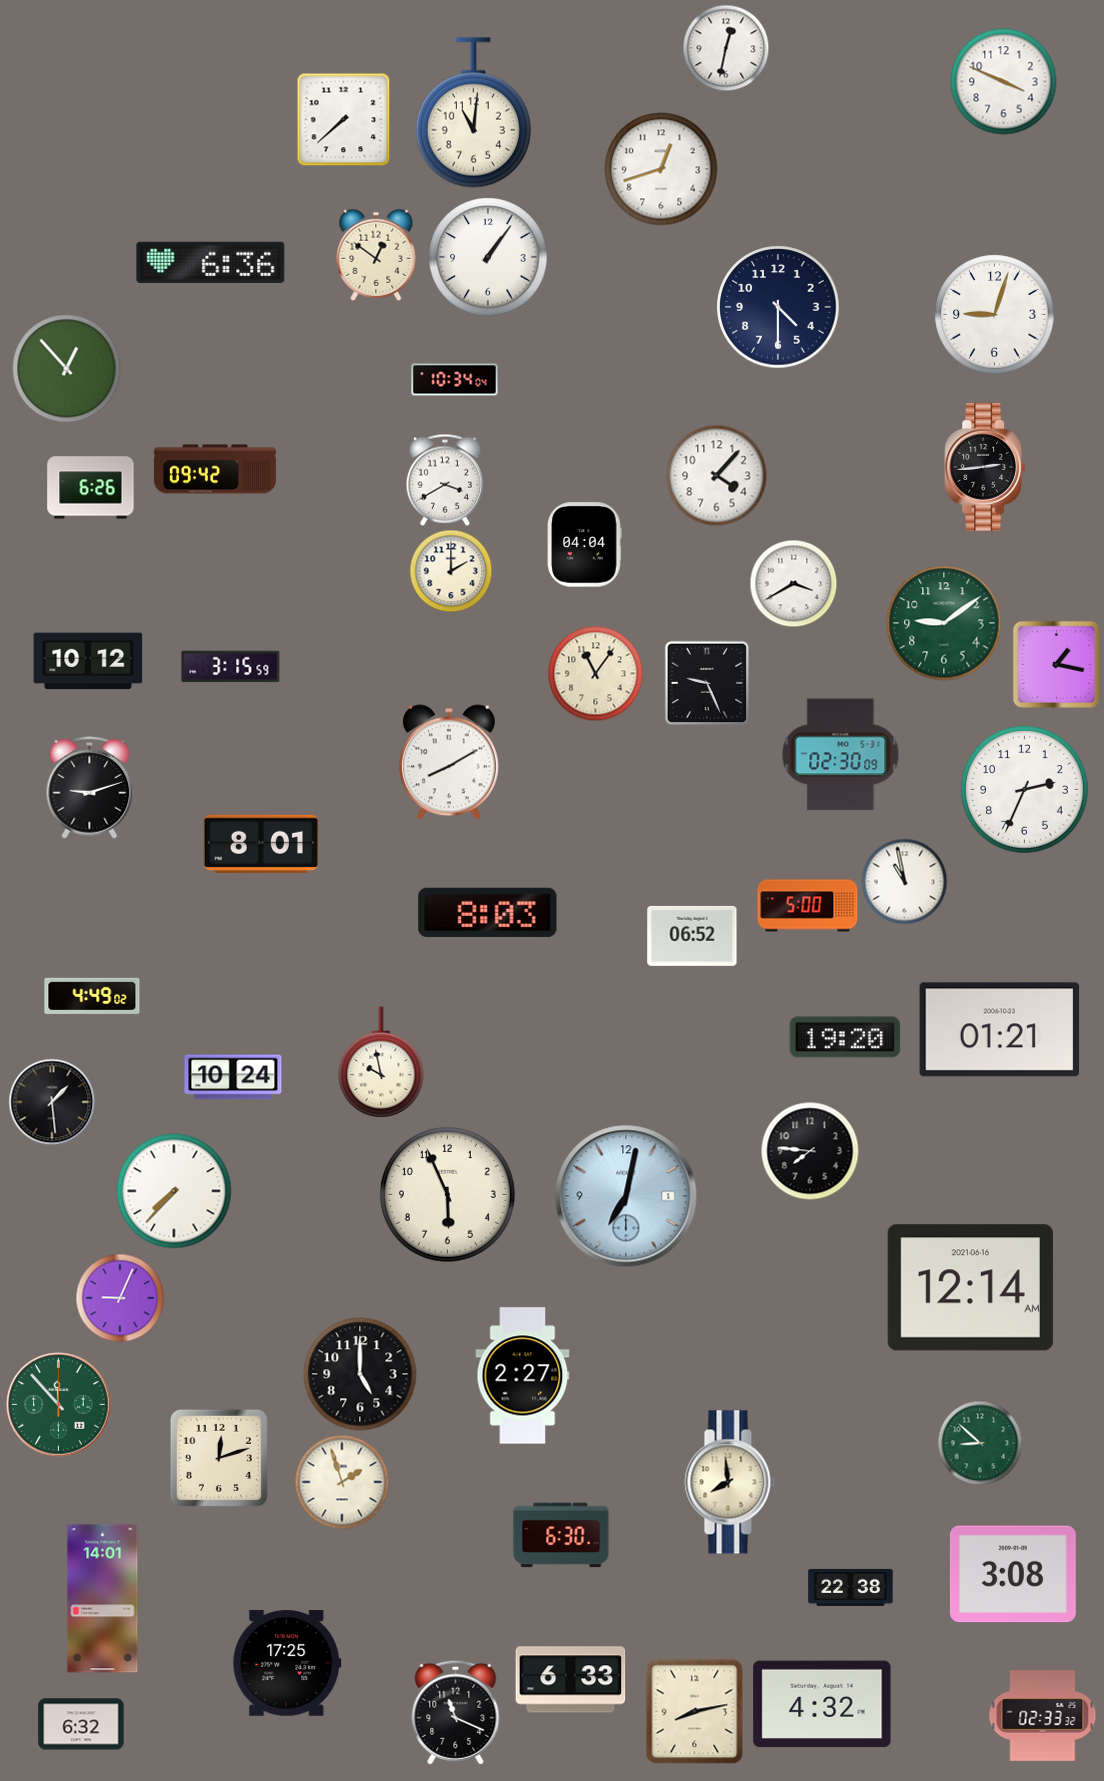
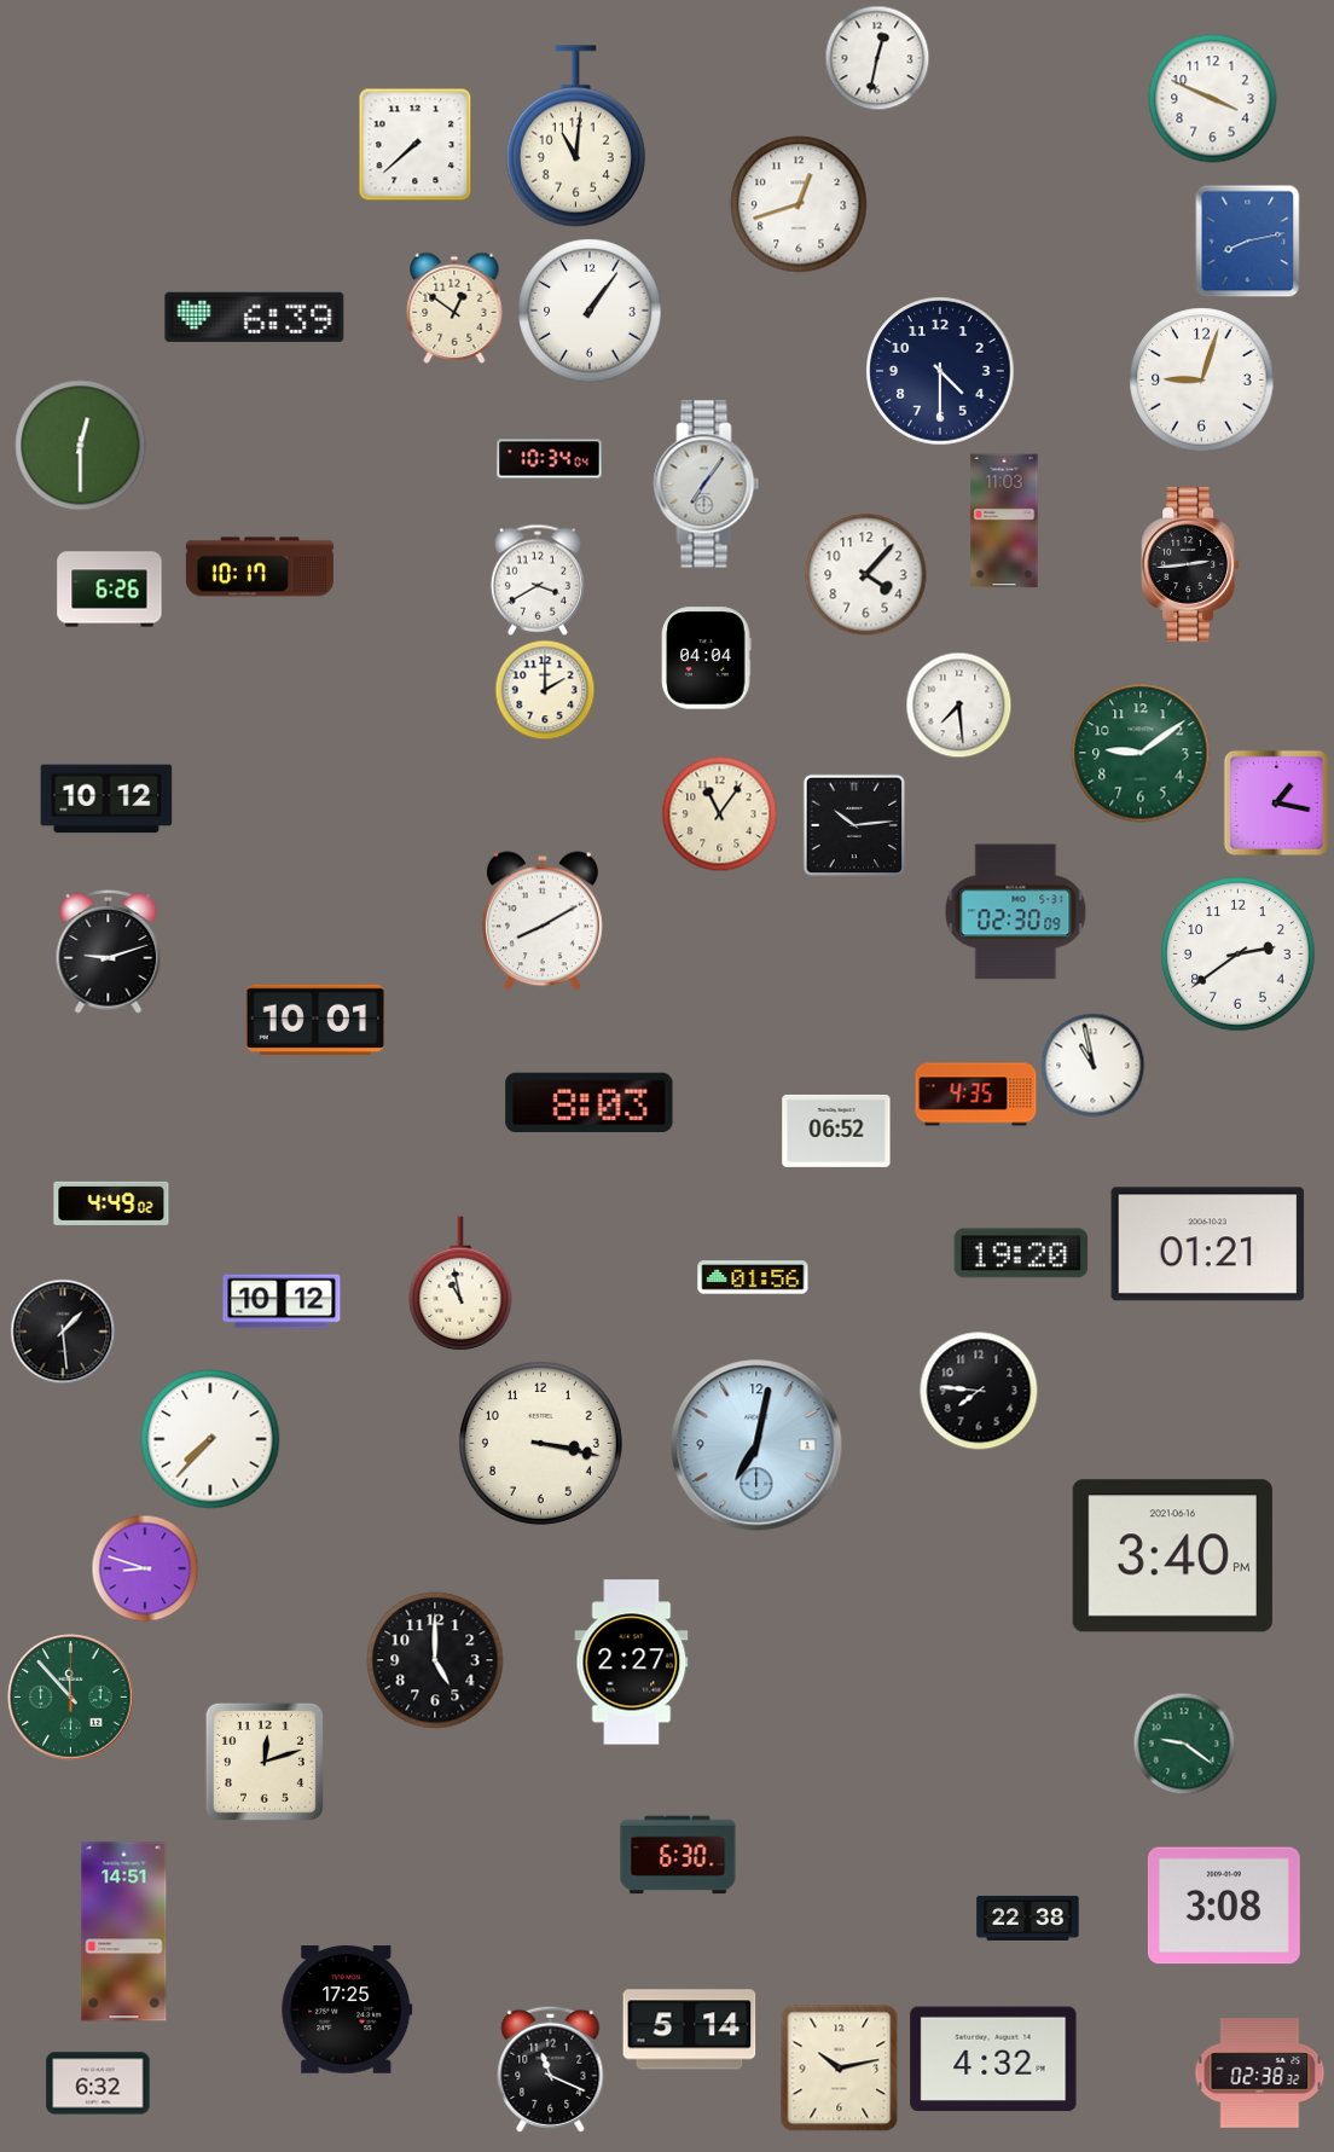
clock at (473, 113) position: (473, 113) -> (575, 137)
clock at (1248, 240): none -> 8:13
clock at (211, 262): 6:36 -> 6:39
clock at (67, 369): 12:53 -> 12:30
clock at (707, 485): none -> 7:06
clock at (1004, 521): none -> 11:03
clock at (215, 469): 09:42 -> 10:17
clock at (793, 583): 3:40 -> 7:29
clock at (231, 667): 3:15 -> none
clock at (707, 683): 9:26 -> 10:14
clock at (1025, 790): 2:34 -> 2:39
clock at (261, 843): 8:01 -> 10:01
clock at (808, 906): 5:00 -> 4:35
clock at (753, 1277): none -> 01:56
clock at (381, 1062): 9:58 -> 10:58
clock at (233, 1077): 10:24 -> 10:12
clock at (447, 1194): 5:56 -> 3:17
clock at (970, 1288): 12:14 -> 3:40
clock at (120, 1298): 9:04 -> 8:48
clock at (980, 1443): 8:52 -> 9:21
clock at (342, 1482): 1:57 -> none
clock at (730, 1482): 7:59 -> none
clock at (1013, 1574) position: (1013, 1574) -> (1224, 1906)
clock at (103, 1599): 14:01 -> 14:51
clock at (571, 1680): 6:33 -> 5:14
clock at (695, 1712): 8:13 -> 10:13
clock at (1043, 1716): 02:33 -> 02:38
